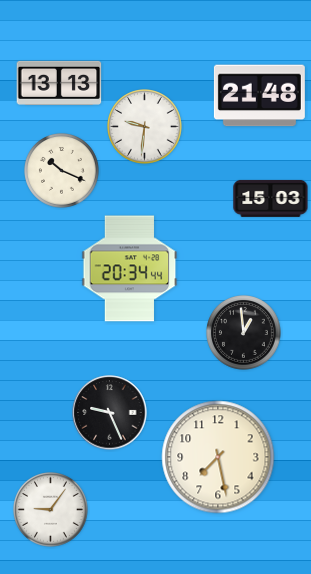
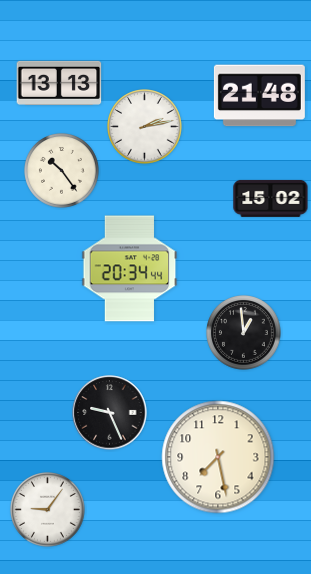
clock at (145, 127): 9:31 -> 2:13
clock at (62, 171): 10:19 -> 10:24
clock at (271, 198): 15:03 -> 15:02
clock at (51, 510) position: (51, 510) -> (48, 510)
